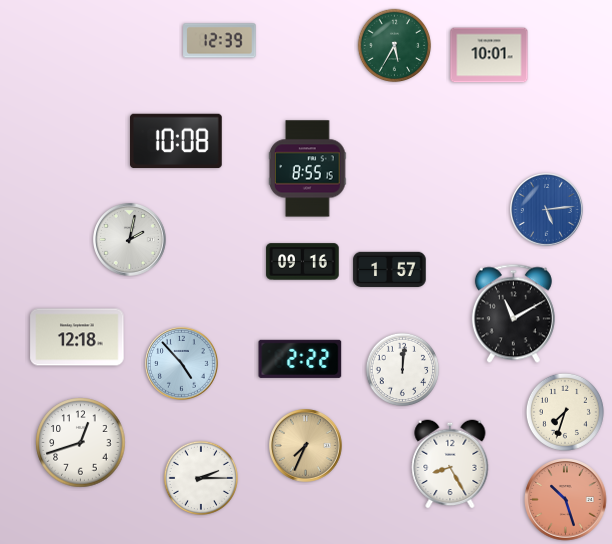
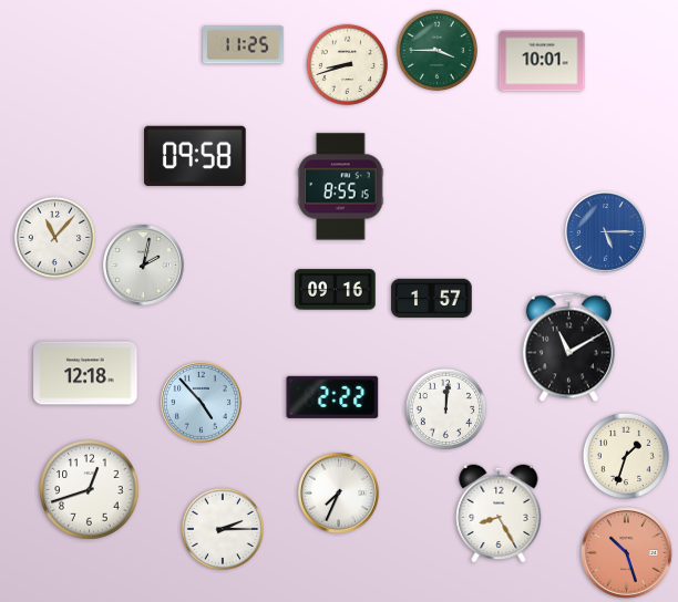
clock at (220, 41): 12:39 -> 11:25
clock at (395, 46): 5:35 -> 3:45
clock at (348, 65): none -> 8:42
clock at (177, 141): 10:08 -> 09:58
clock at (547, 210): 5:14 -> 5:15
clock at (55, 238): none -> 11:07
clock at (565, 412): 7:33 -> 1:33
clock at (306, 446) dial: champagne -> white
